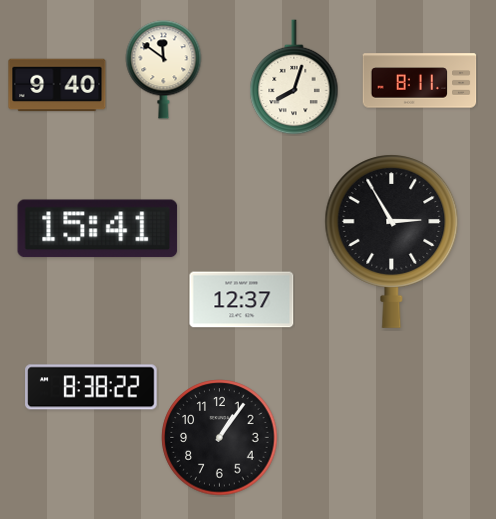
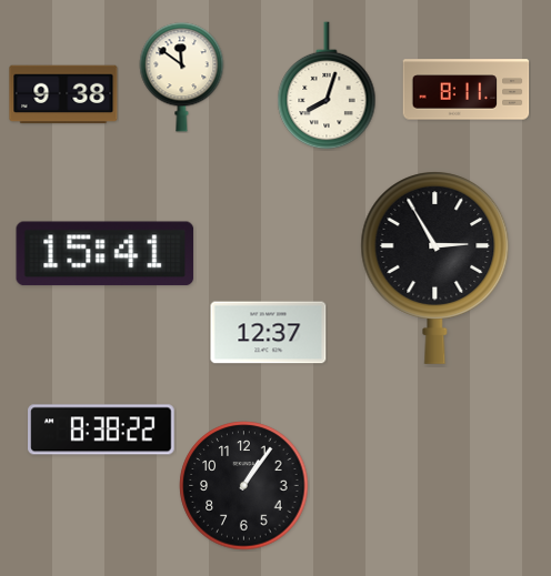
clock at (57, 85): 9:40 -> 9:38
clock at (98, 229) position: (98, 229) -> (106, 254)
